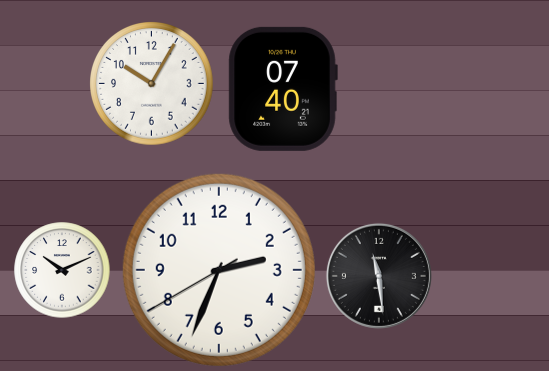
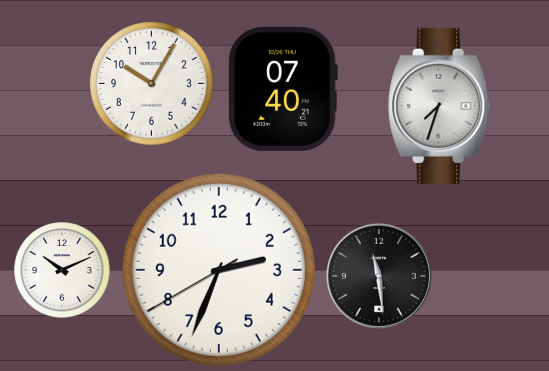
clock at (440, 106): none -> 7:33
